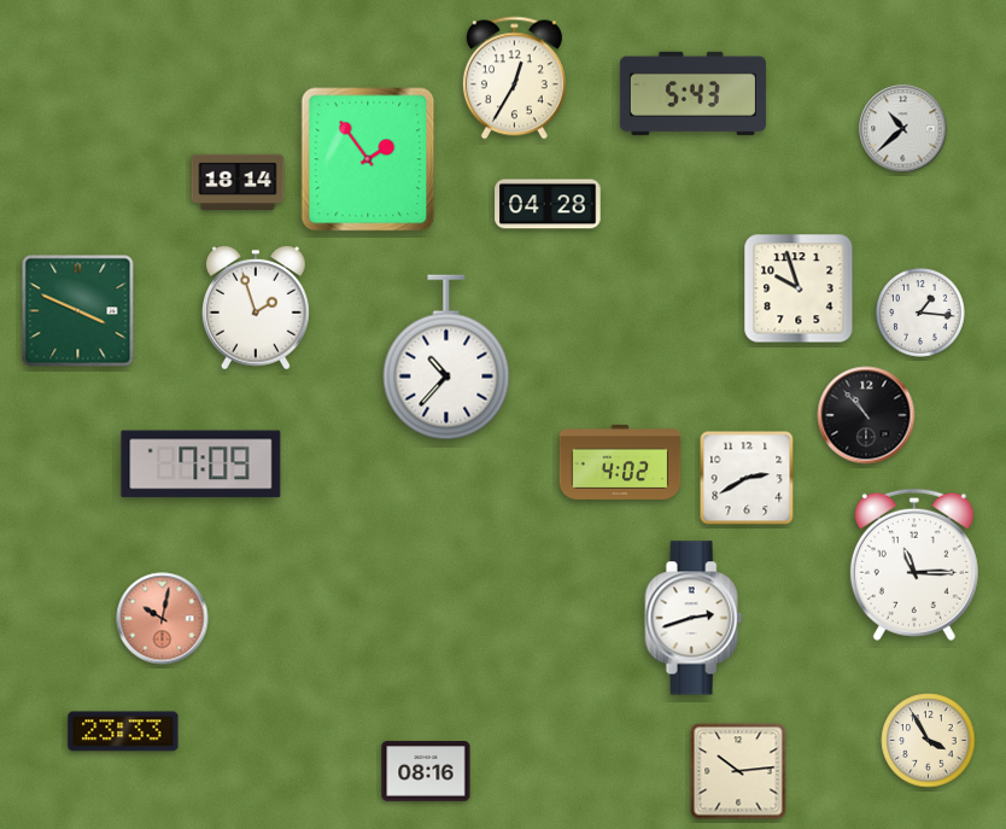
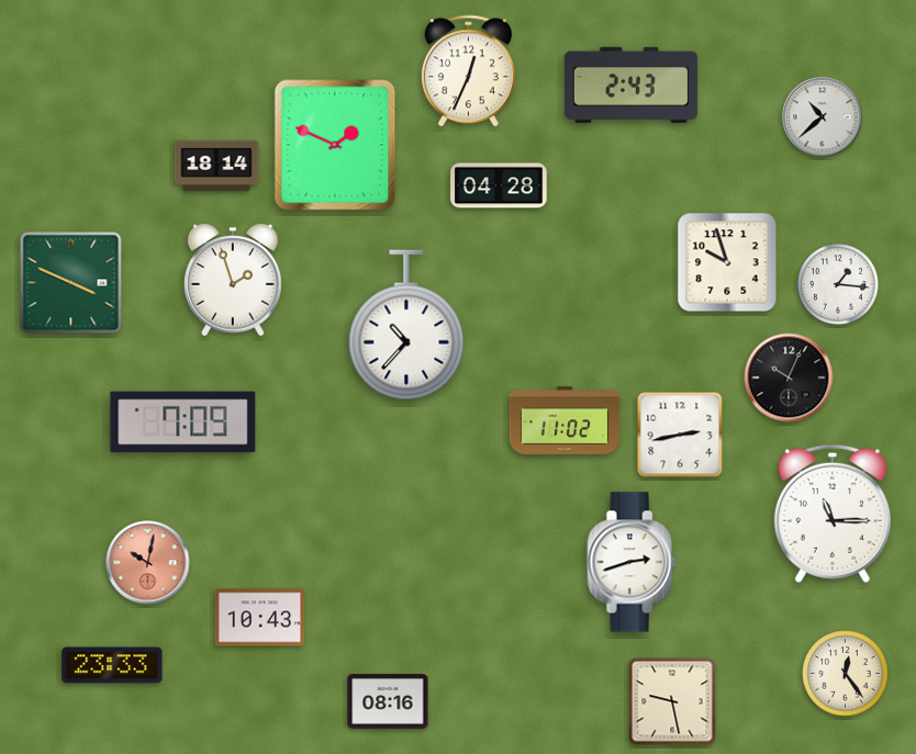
clock at (514, 78): 12:35 -> 12:34
clock at (692, 93): 5:43 -> 2:43
clock at (368, 159): 1:54 -> 1:49
clock at (866, 415): 10:53 -> 10:04
clock at (620, 462): 4:02 -> 11:02
clock at (747, 478): 2:40 -> 2:43
clock at (260, 618): none -> 10:43
clock at (929, 741): 3:55 -> 12:24
clock at (738, 771): 10:14 -> 9:28
